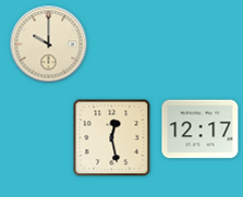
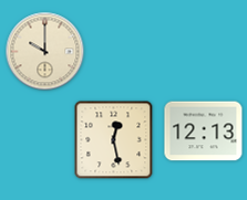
clock at (49, 45) position: (49, 45) -> (45, 52)
clock at (201, 130): 12:17 -> 12:13
